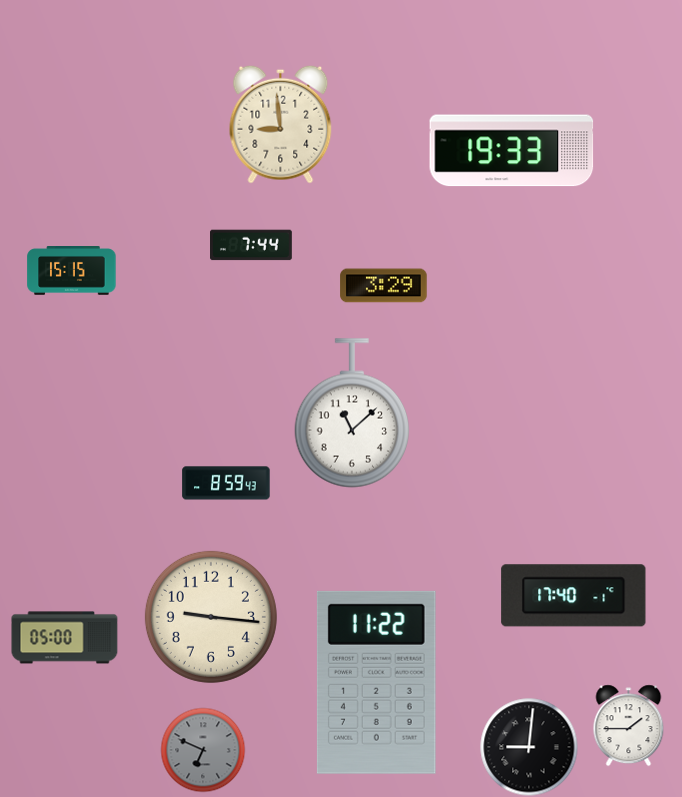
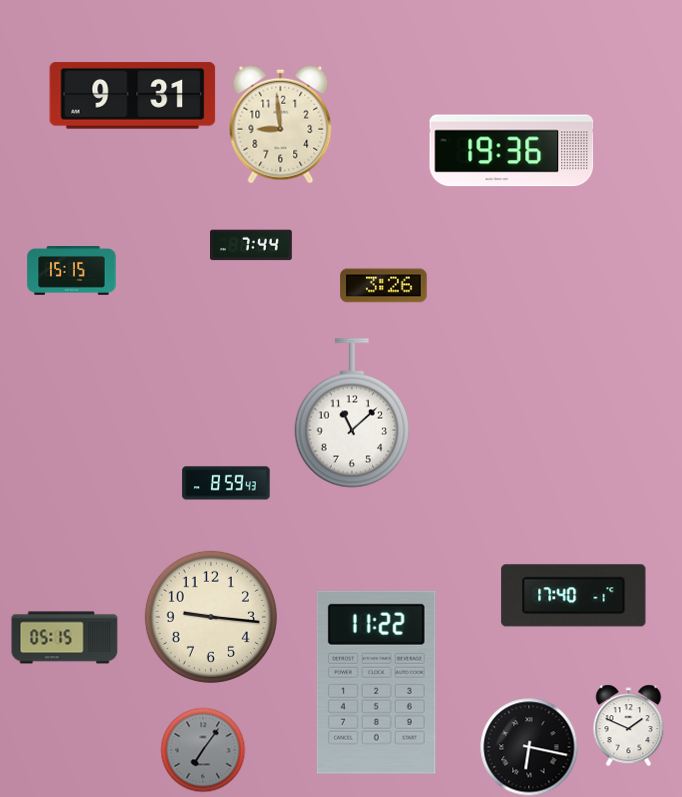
clock at (133, 96): none -> 9:31
clock at (512, 151): 19:33 -> 19:36
clock at (384, 286): 3:29 -> 3:26
clock at (65, 638): 05:00 -> 05:15
clock at (629, 725): 1:45 -> 1:49
clock at (529, 747): 9:01 -> 6:17
clock at (203, 750): 6:49 -> 7:06
